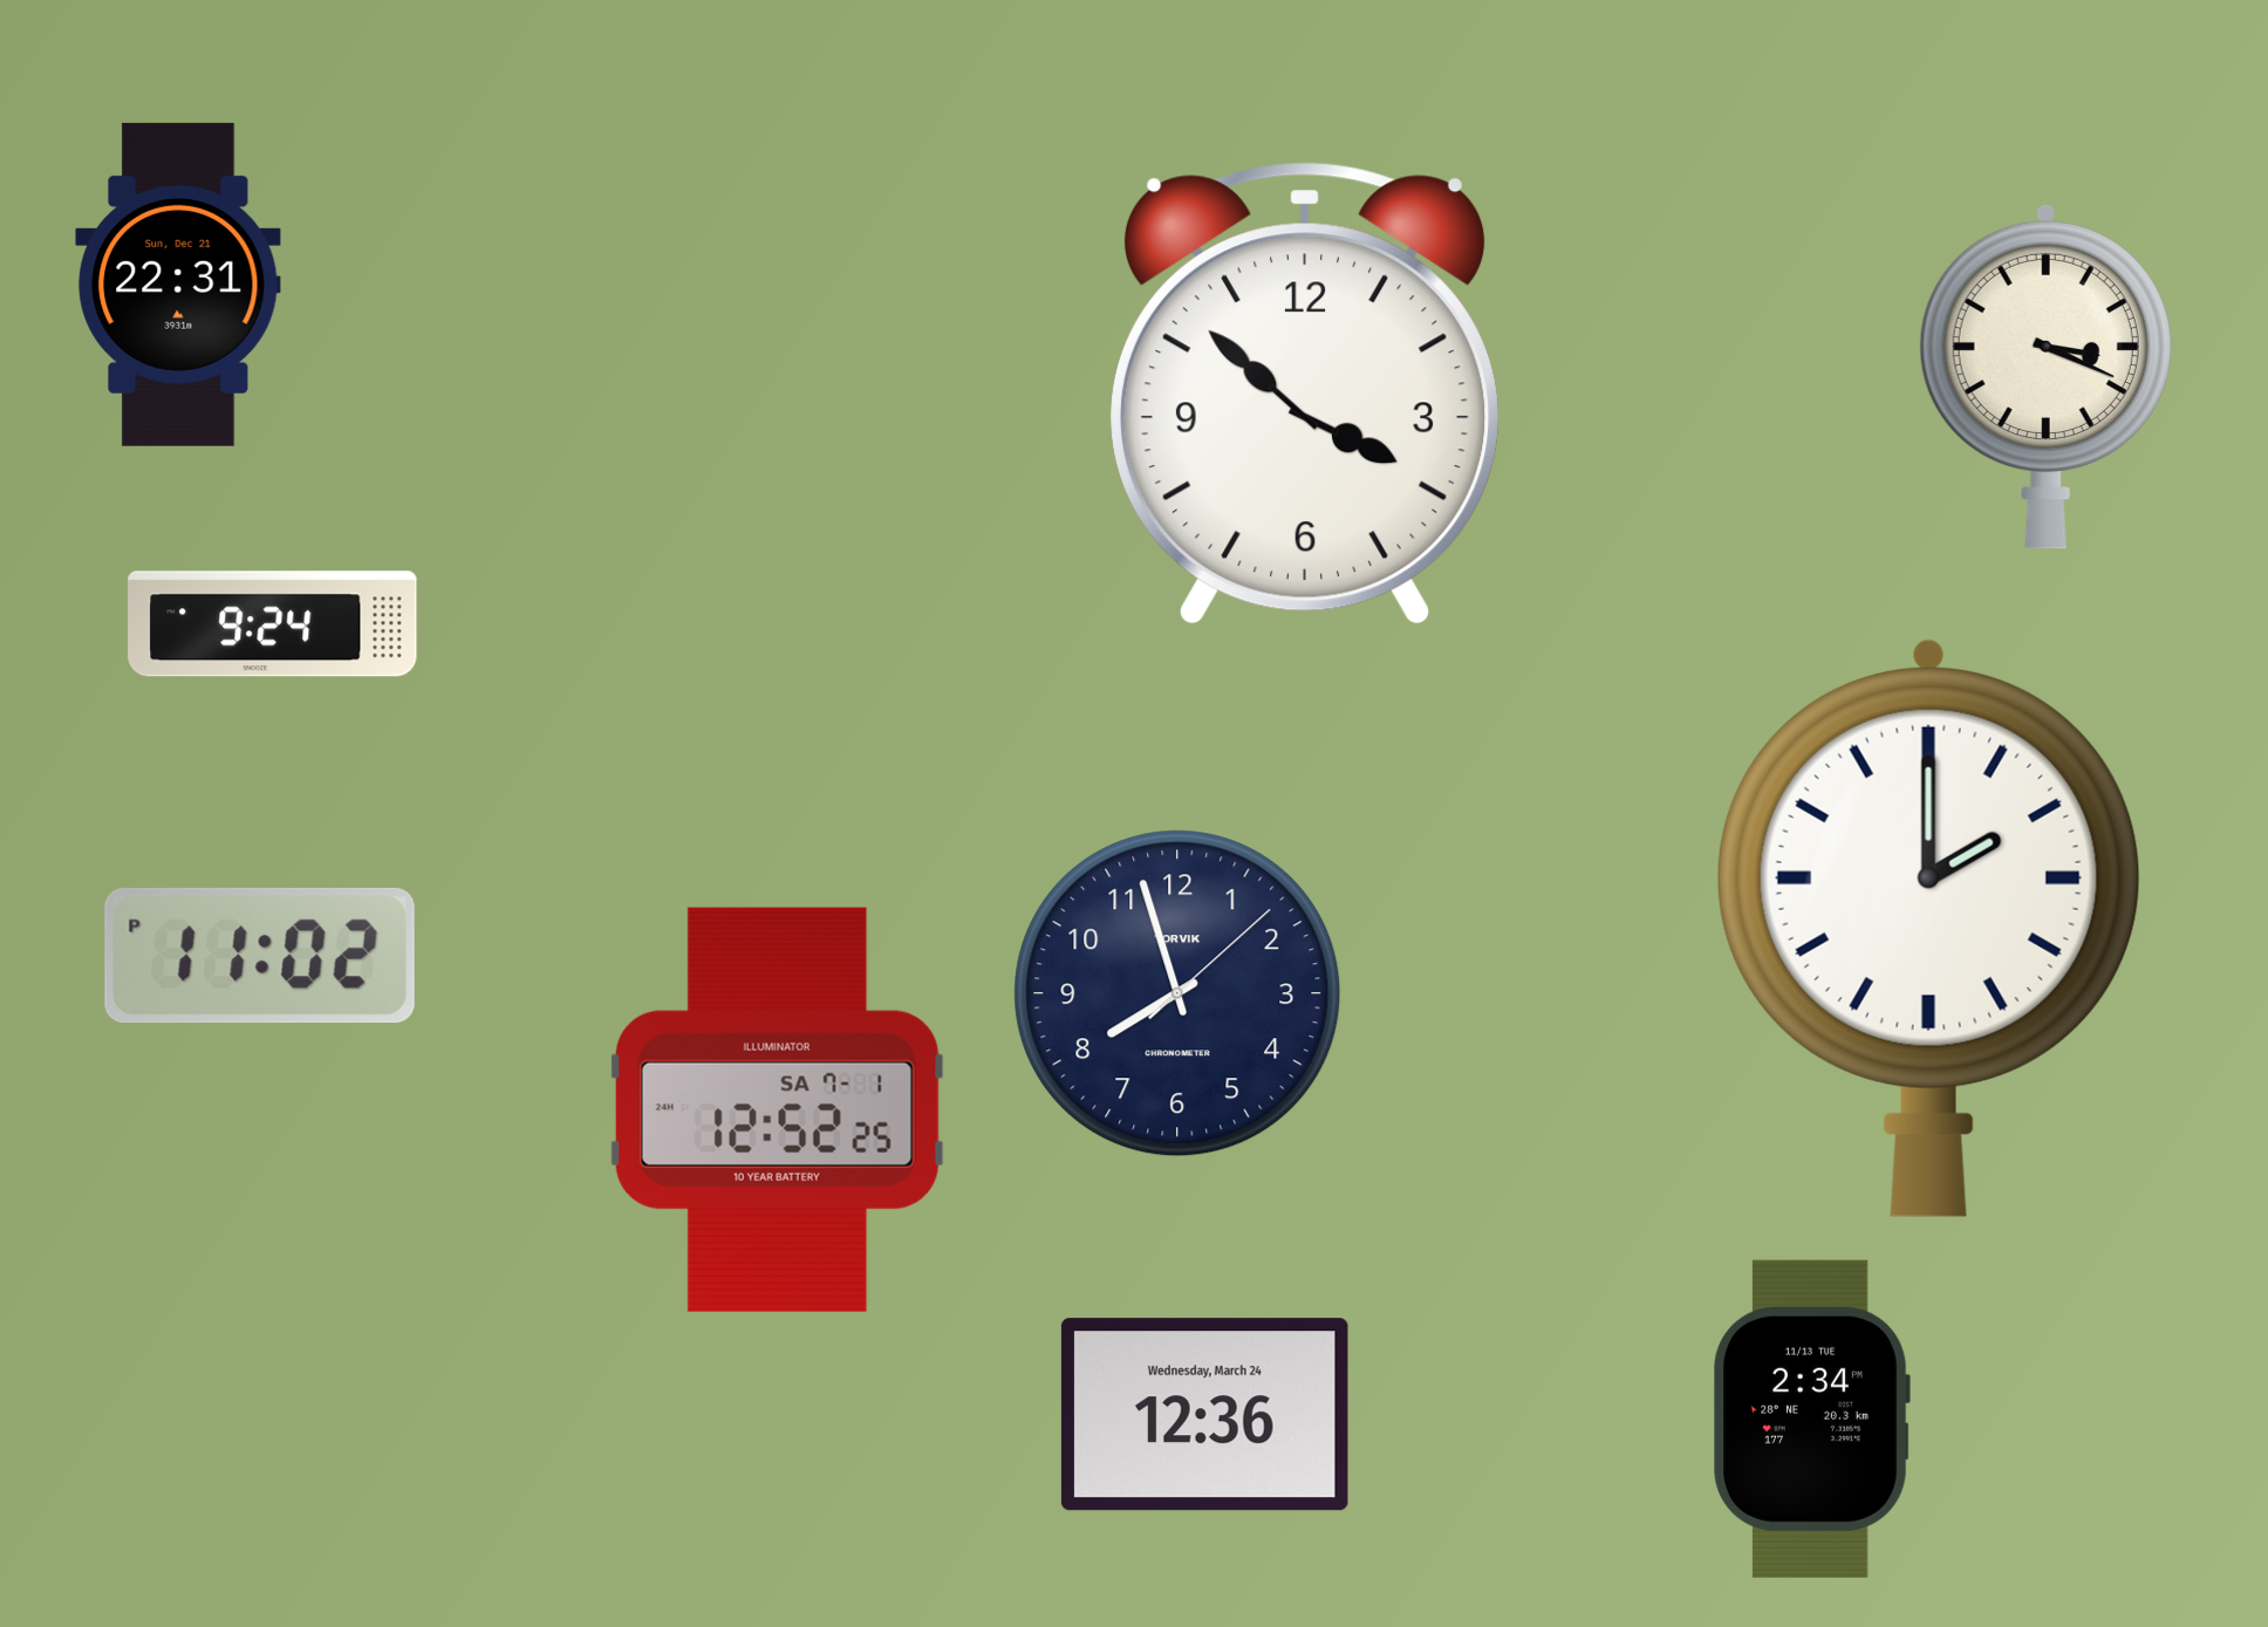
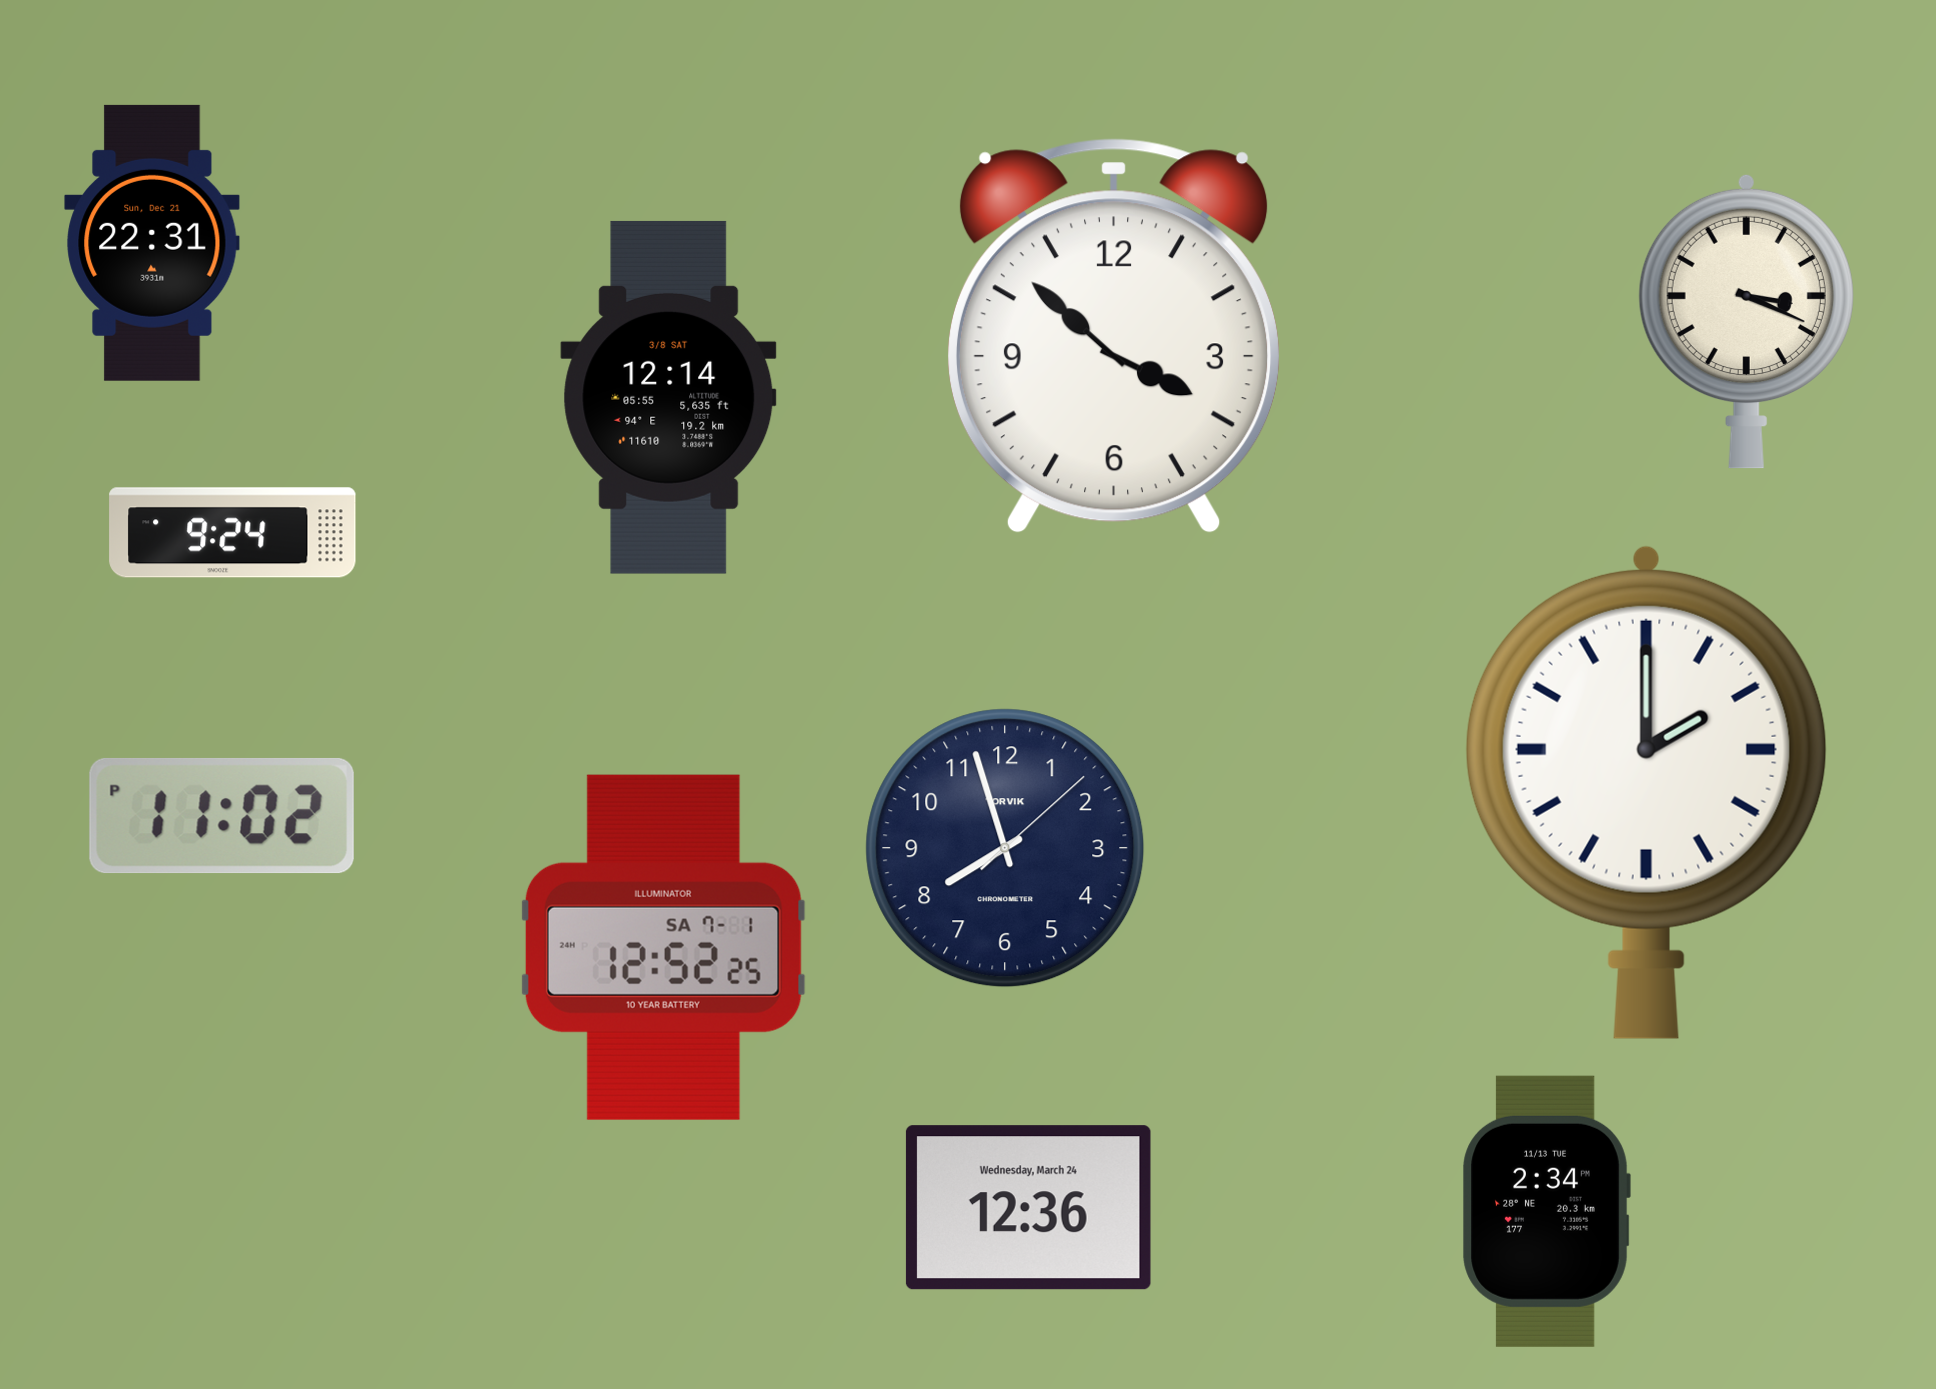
clock at (669, 397): none -> 12:14
